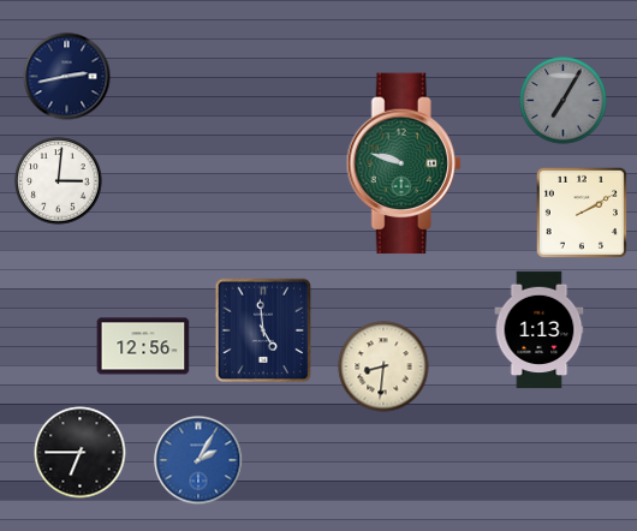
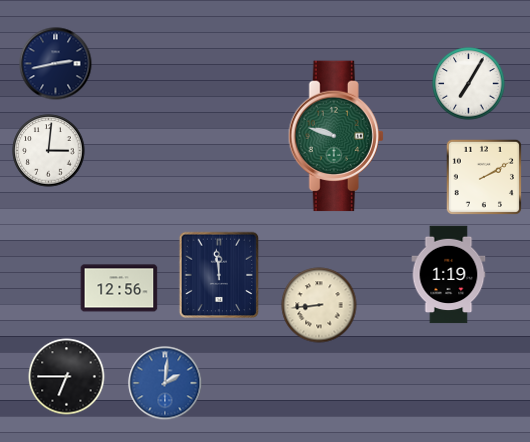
clock at (564, 101) dial: grey -> white
clock at (263, 330): 4:59 -> 11:59
clock at (540, 330): 1:13 -> 1:19
clock at (383, 366): 8:31 -> 8:44
clock at (198, 460): 2:05 -> 2:01
